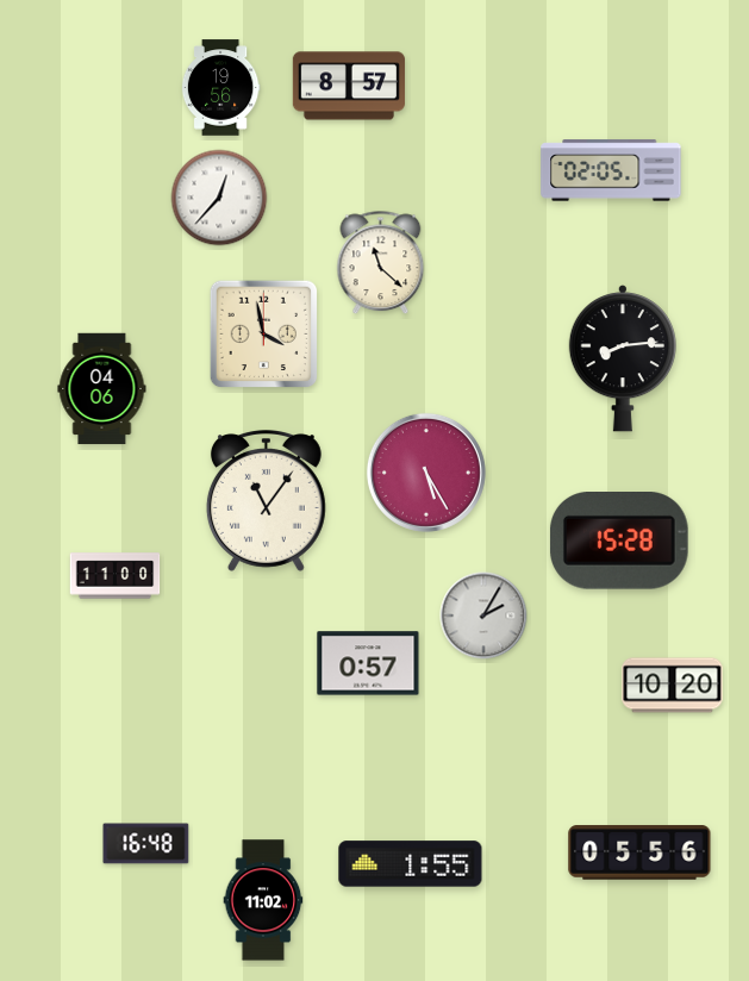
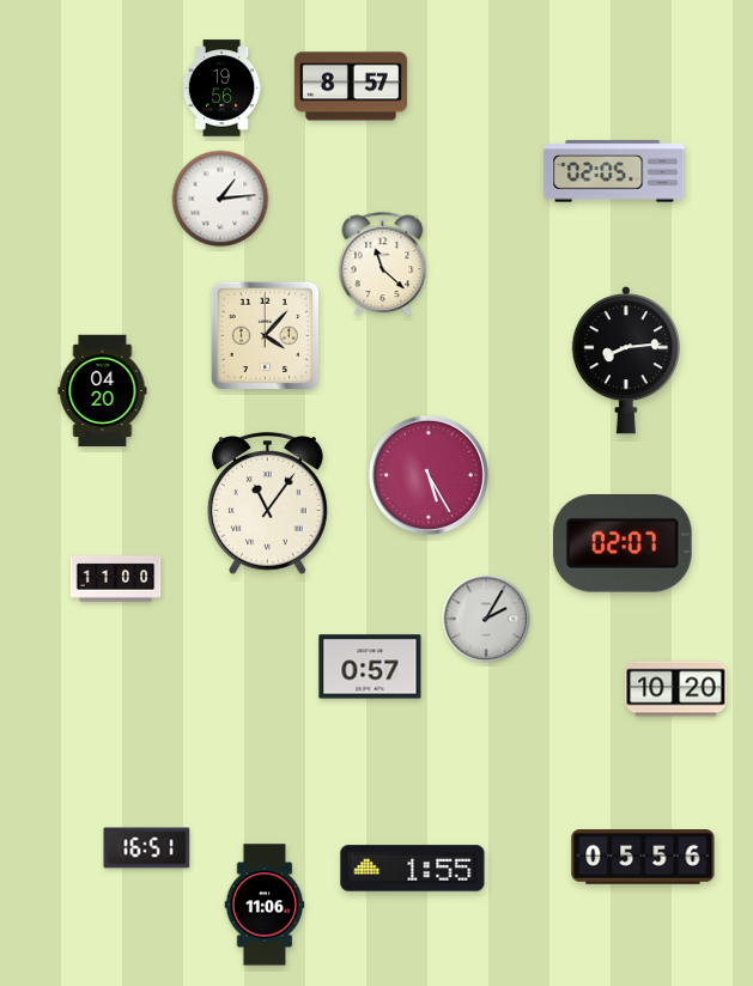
clock at (219, 198): 12:37 -> 1:14
clock at (264, 335): 3:58 -> 4:07
clock at (102, 389): 04:06 -> 04:20
clock at (619, 542): 15:28 -> 02:07
clock at (146, 844): 16:48 -> 16:51
clock at (263, 900): 11:02 -> 11:06
